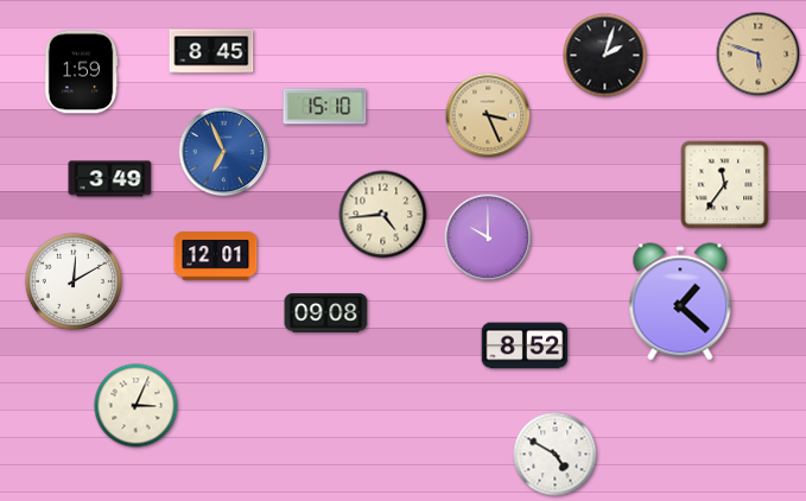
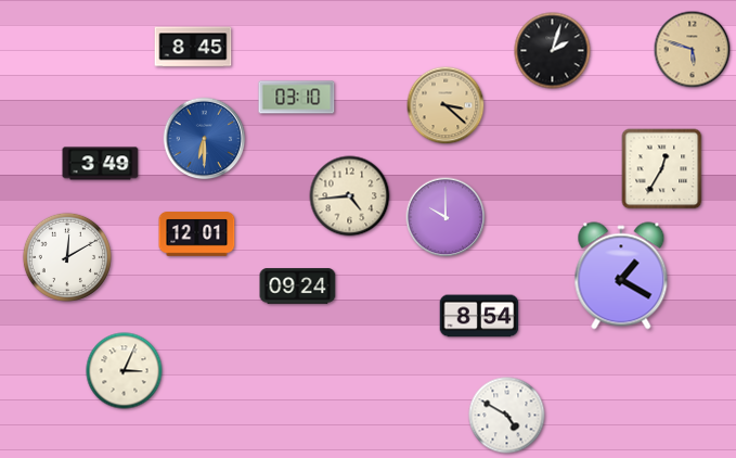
clock at (81, 72): 1:59 -> none
clock at (325, 107): 15:10 -> 03:10
clock at (488, 115): 3:26 -> 3:22
clock at (224, 152): 6:56 -> 6:30
clock at (725, 185): 11:36 -> 12:35
clock at (680, 302): 1:22 -> 1:20
clock at (326, 313): 09:08 -> 09:24
clock at (525, 345): 8:52 -> 8:54
